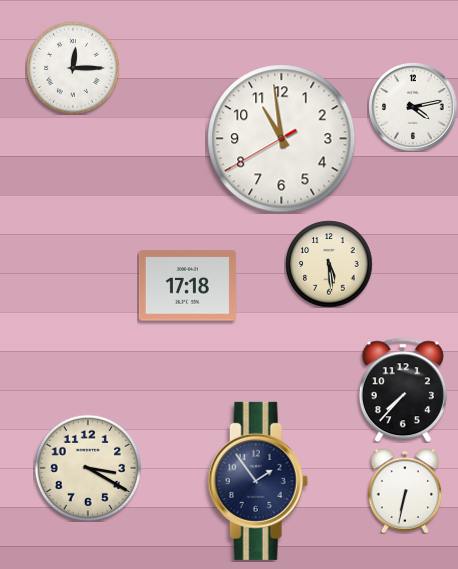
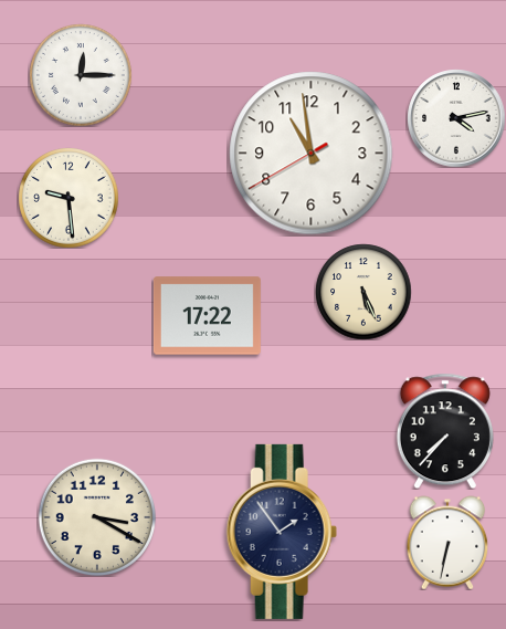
clock at (68, 198): none -> 9:29
clock at (329, 264): 5:29 -> 5:26
clock at (187, 286): 17:18 -> 17:22
clock at (258, 481) position: (258, 481) -> (282, 532)
